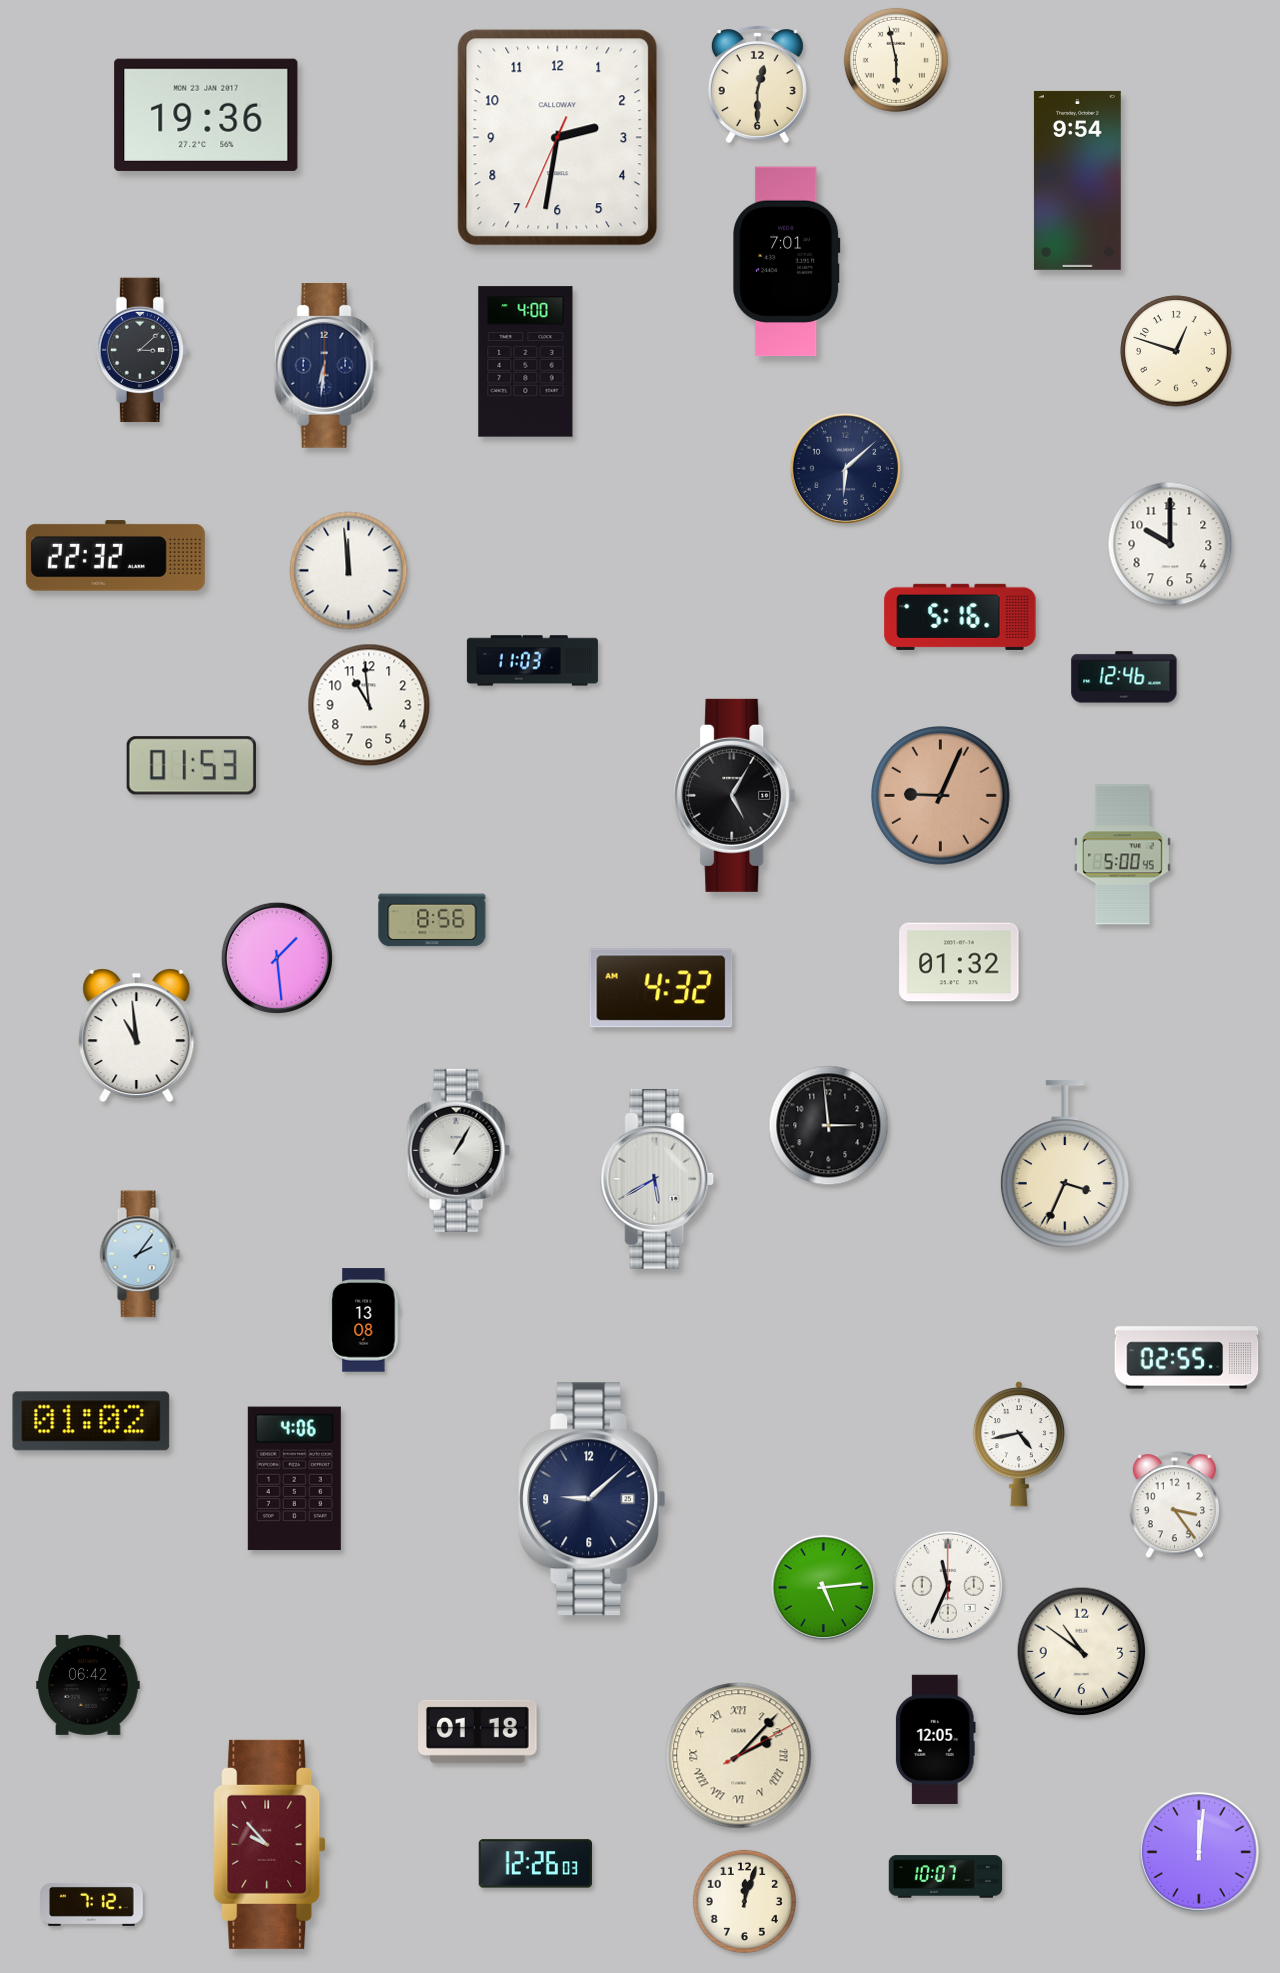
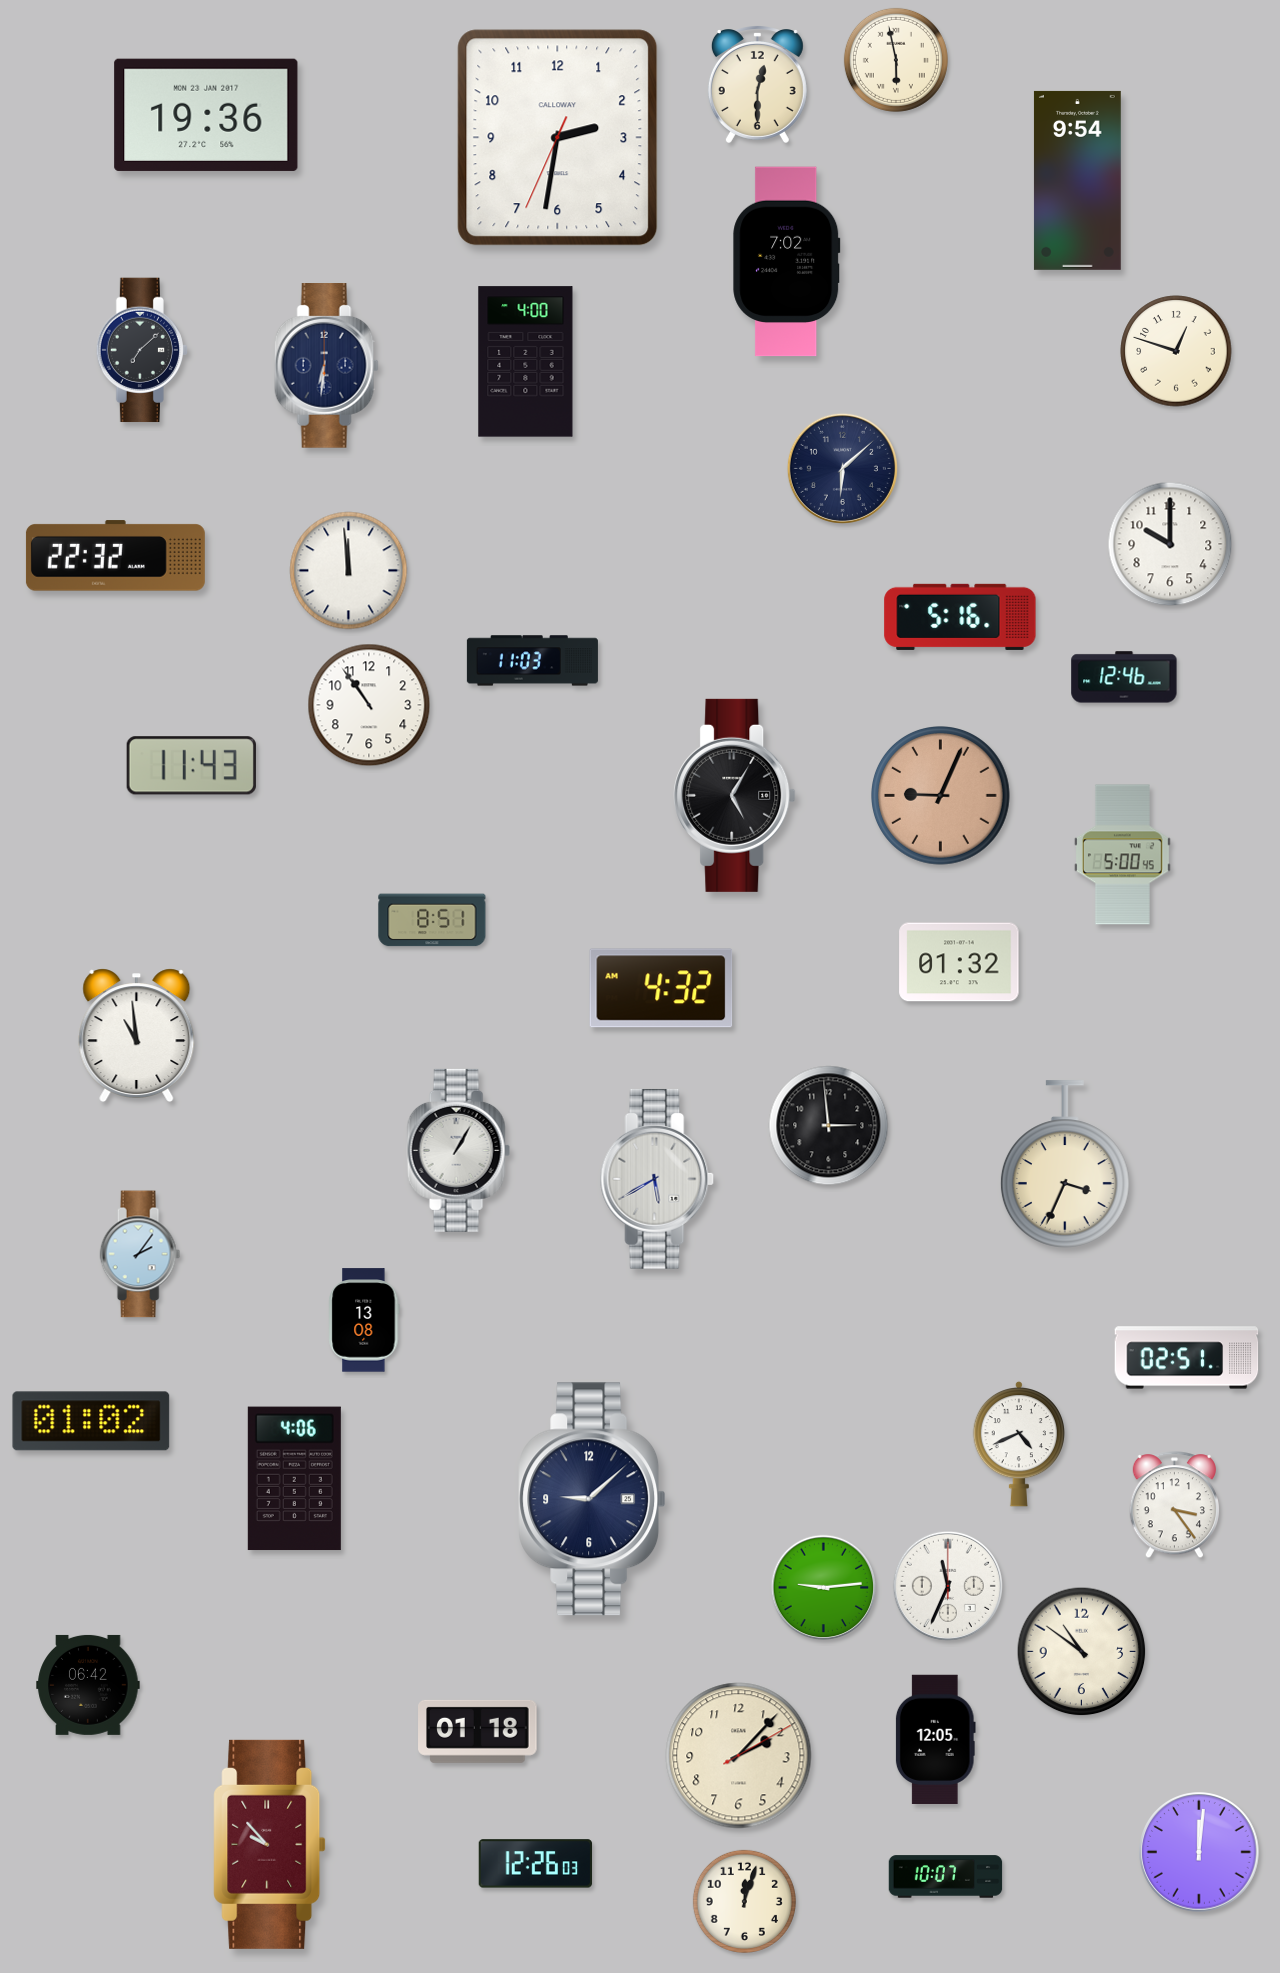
clock at (787, 262): 7:01 -> 7:02
clock at (141, 350): 3:08 -> 7:08
clock at (845, 468) position: (845, 468) -> (842, 468)
clock at (369, 705): 10:59 -> 10:54
clock at (191, 766): 01:53 -> 11:43
clock at (432, 920): 8:56 -> 8:51
clock at (277, 958): 1:29 -> none
clock at (1187, 1358): 02:55 -> 02:51
clock at (1018, 1444): 4:43 -> 4:41
clock at (824, 1588): 5:14 -> 9:14
clock at (739, 1756) numerals: Roman -> Arabic
clock at (92, 1904): 7:12 -> none
